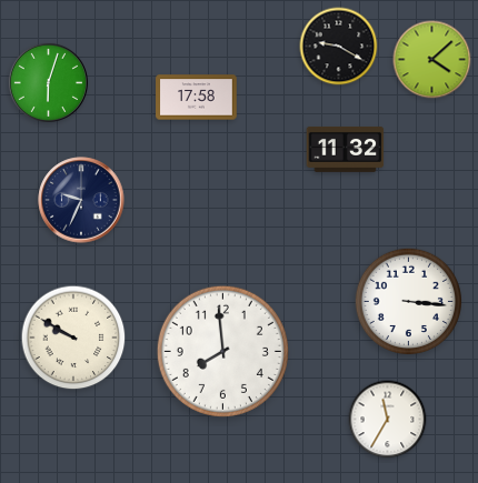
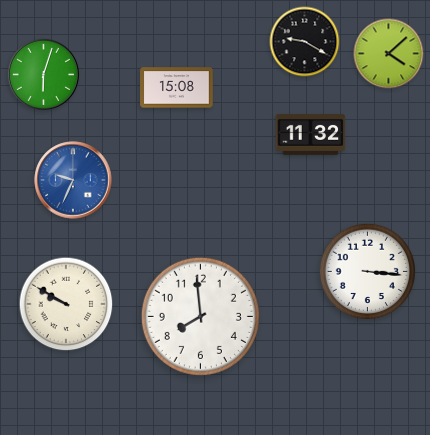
clock at (197, 98): 17:58 -> 15:08
clock at (81, 200) dial: navy -> blue
clock at (388, 420): 11:35 -> none
